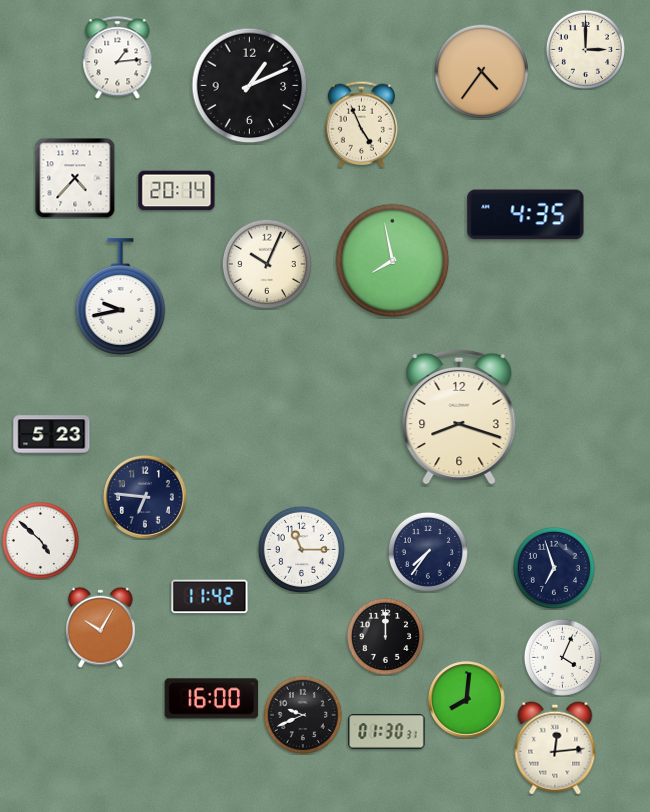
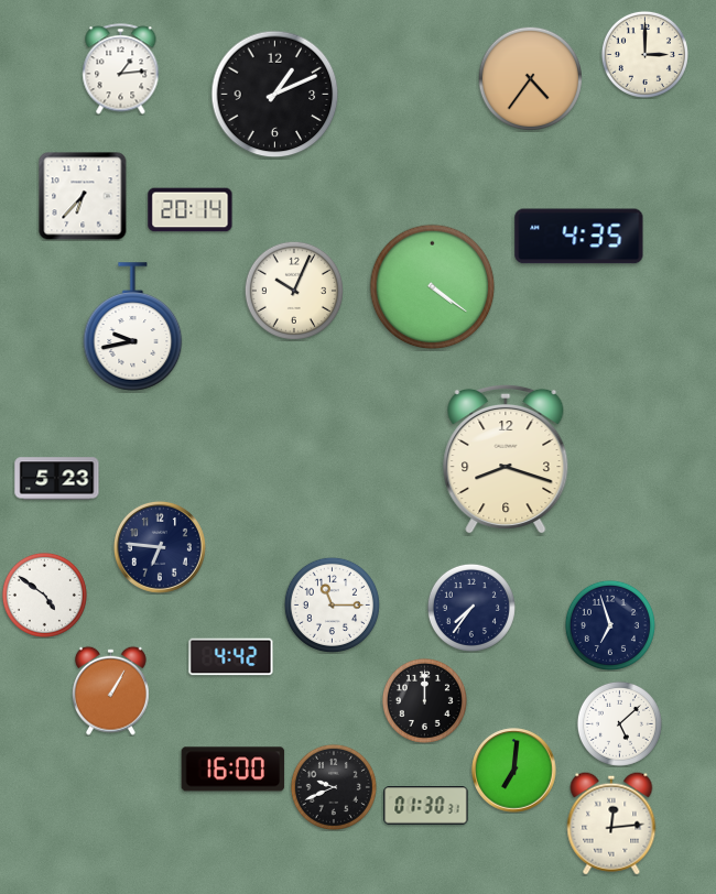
clock at (118, 58) position: (118, 58) -> (121, 69)
clock at (361, 124): 4:56 -> none
clock at (75, 178): 4:37 -> 6:37
clock at (177, 191) position: (177, 191) -> (191, 210)
clock at (393, 261): 7:58 -> 4:21
clock at (40, 540): 4:52 -> 4:51
clock at (210, 597): 11:42 -> 4:42
clock at (100, 627): 10:05 -> 1:05
clock at (562, 657): 4:04 -> 5:08
clock at (467, 700): 8:01 -> 7:01
